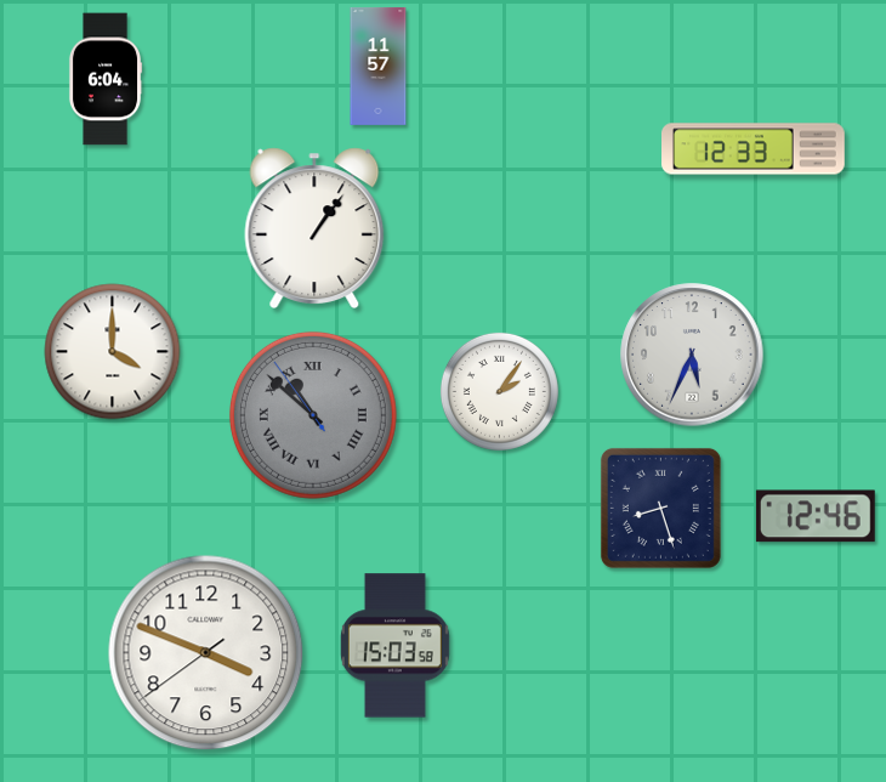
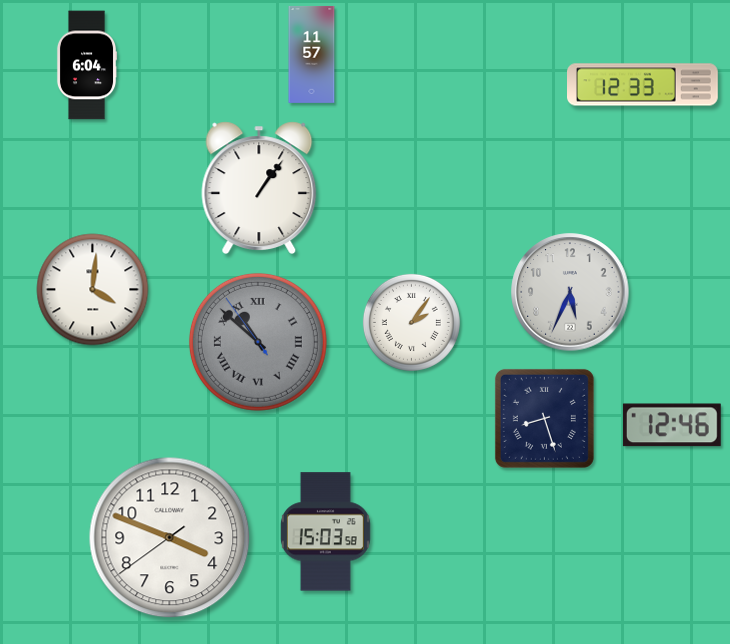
clock at (754, 149) position: (754, 149) -> (643, 85)
clock at (113, 352): 4:00 -> 4:01
